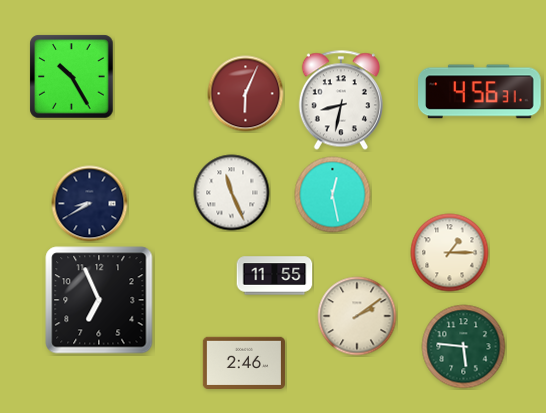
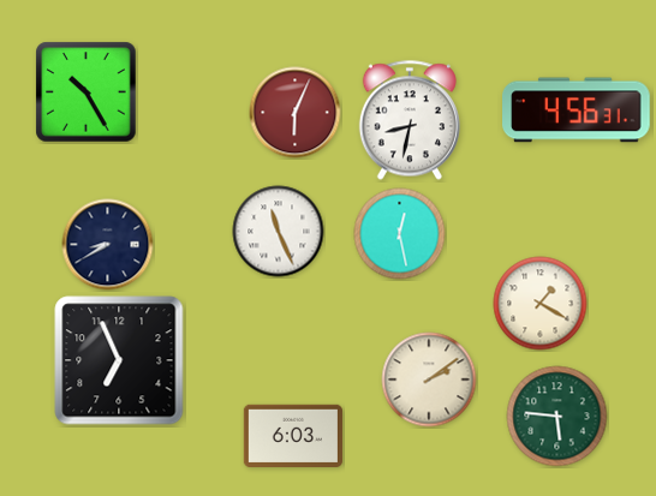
clock at (450, 253): 1:15 -> 1:20
clock at (275, 276): 11:55 -> none
clock at (244, 362): 2:46 -> 6:03
